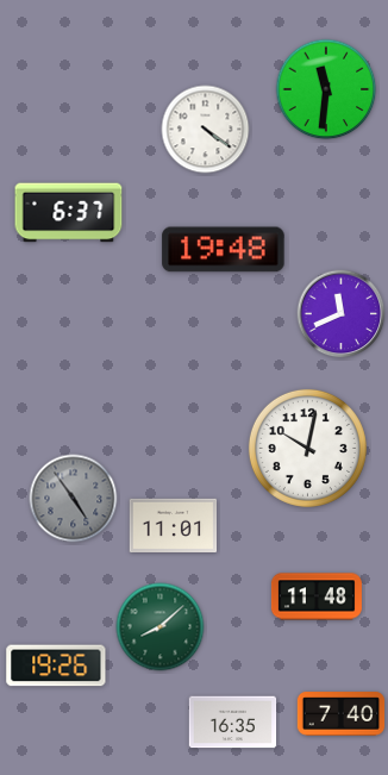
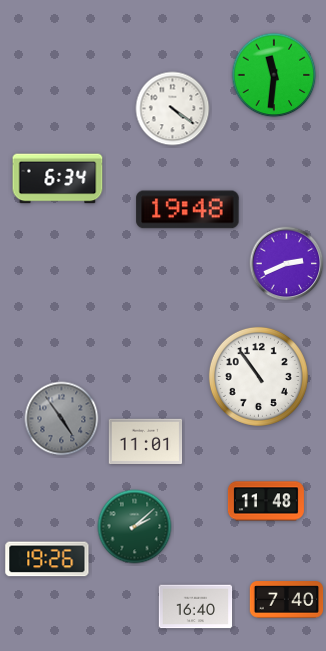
clock at (69, 213): 6:37 -> 6:34
clock at (342, 314): 11:41 -> 2:41
clock at (307, 448): 10:02 -> 10:54
clock at (161, 627): 8:08 -> 2:08
clock at (233, 723): 16:35 -> 16:40
